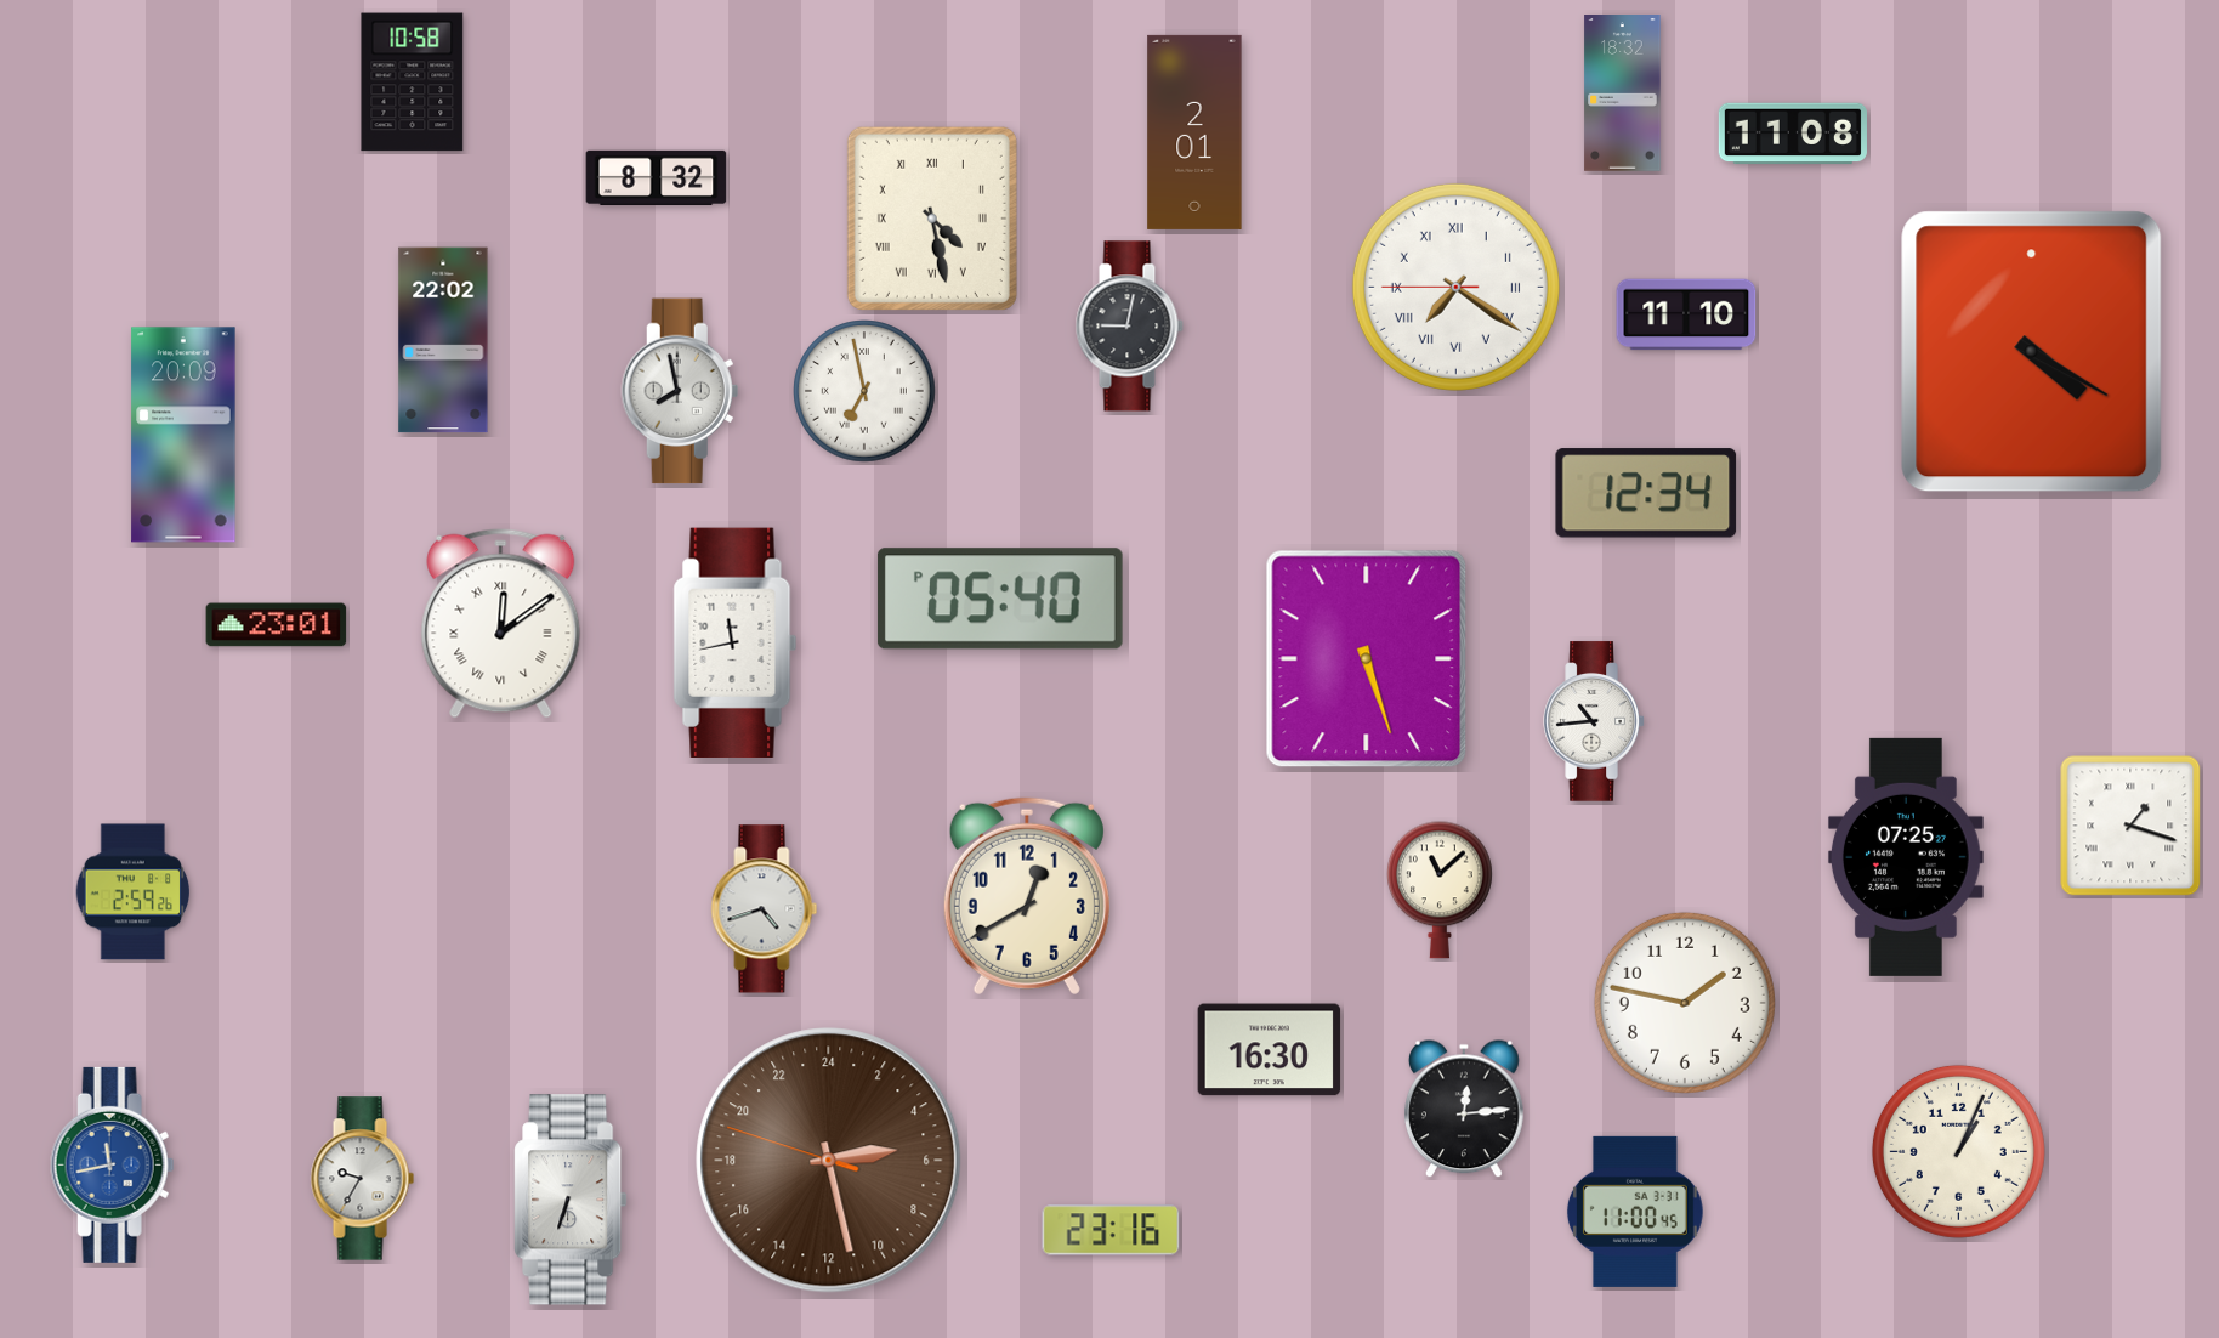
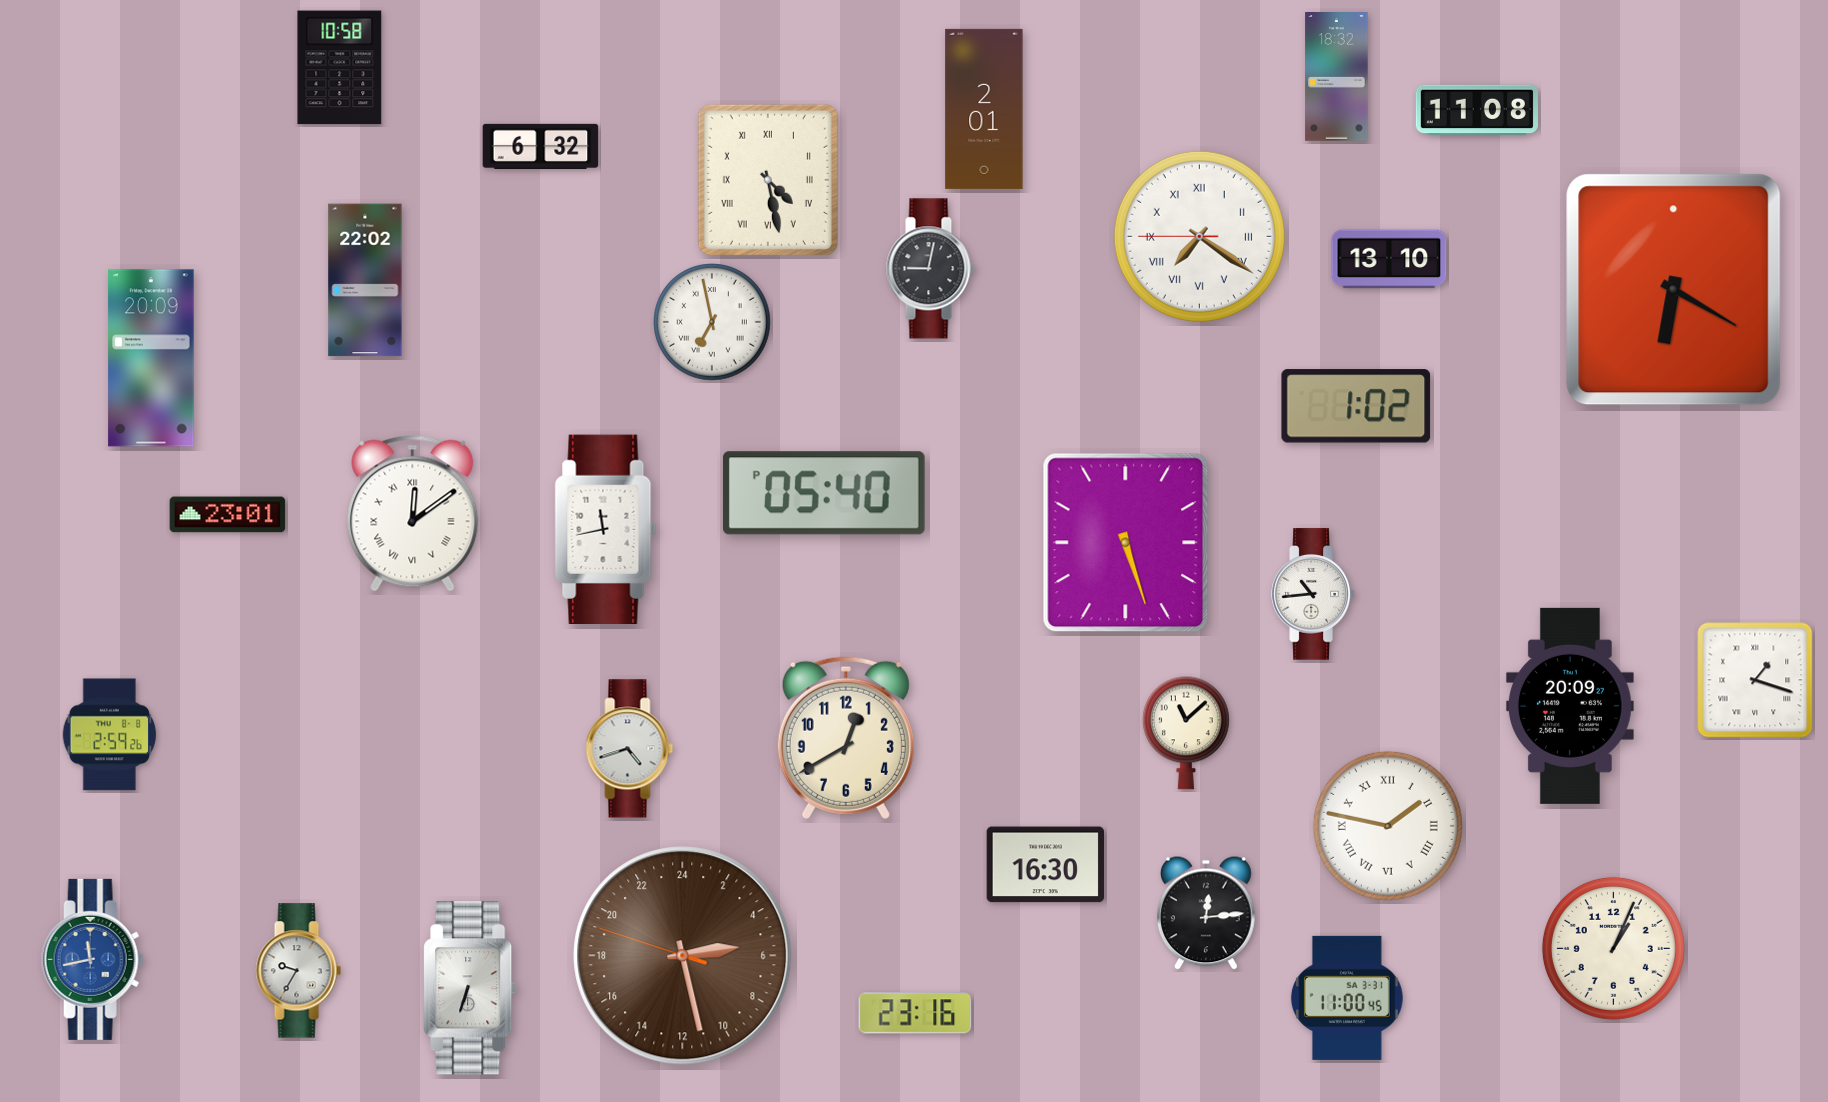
clock at (657, 177): 8:32 -> 6:32
clock at (1686, 314): 11:10 -> 13:10
clock at (2032, 352): 4:20 -> 6:20
clock at (680, 391): 7:58 -> none
clock at (1646, 493): 12:34 -> 1:02
clock at (1906, 857): 07:25 -> 20:09
clock at (1685, 1003) numerals: Arabic -> Roman
